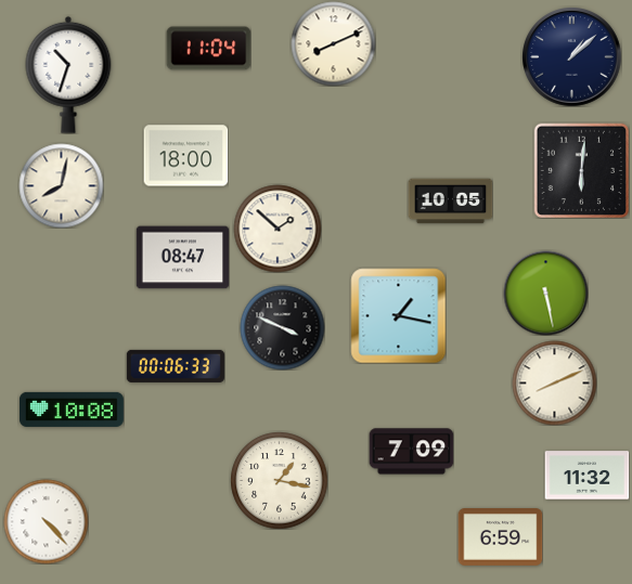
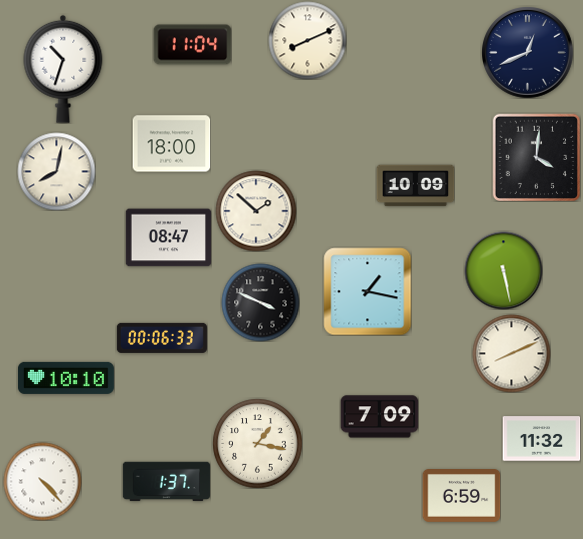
clock at (571, 56): 1:08 -> 12:41
clock at (581, 170): 6:01 -> 4:01
clock at (450, 202): 10:05 -> 10:09
clock at (72, 410): 10:08 -> 10:10
clock at (166, 482): none -> 1:37
